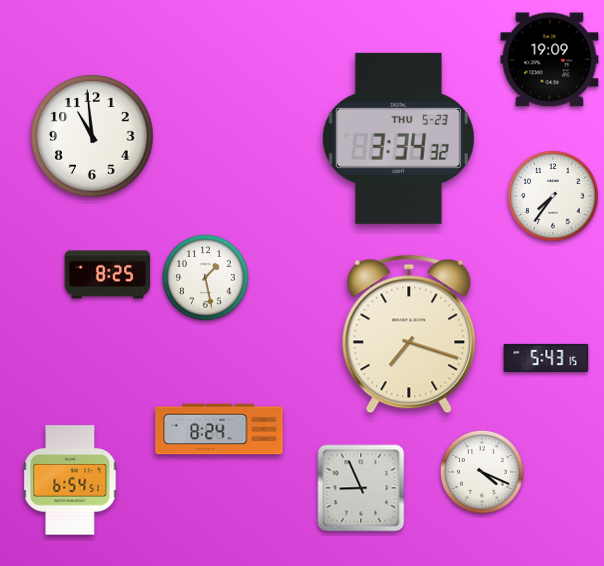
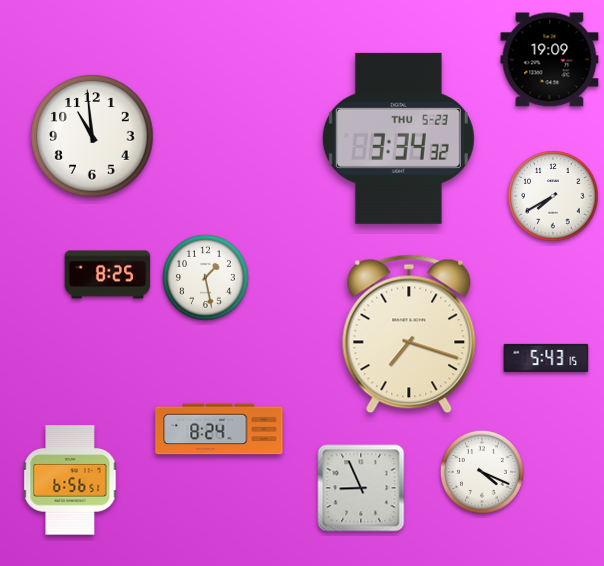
clock at (553, 196): 7:36 -> 7:40
clock at (70, 480): 6:54 -> 6:56
